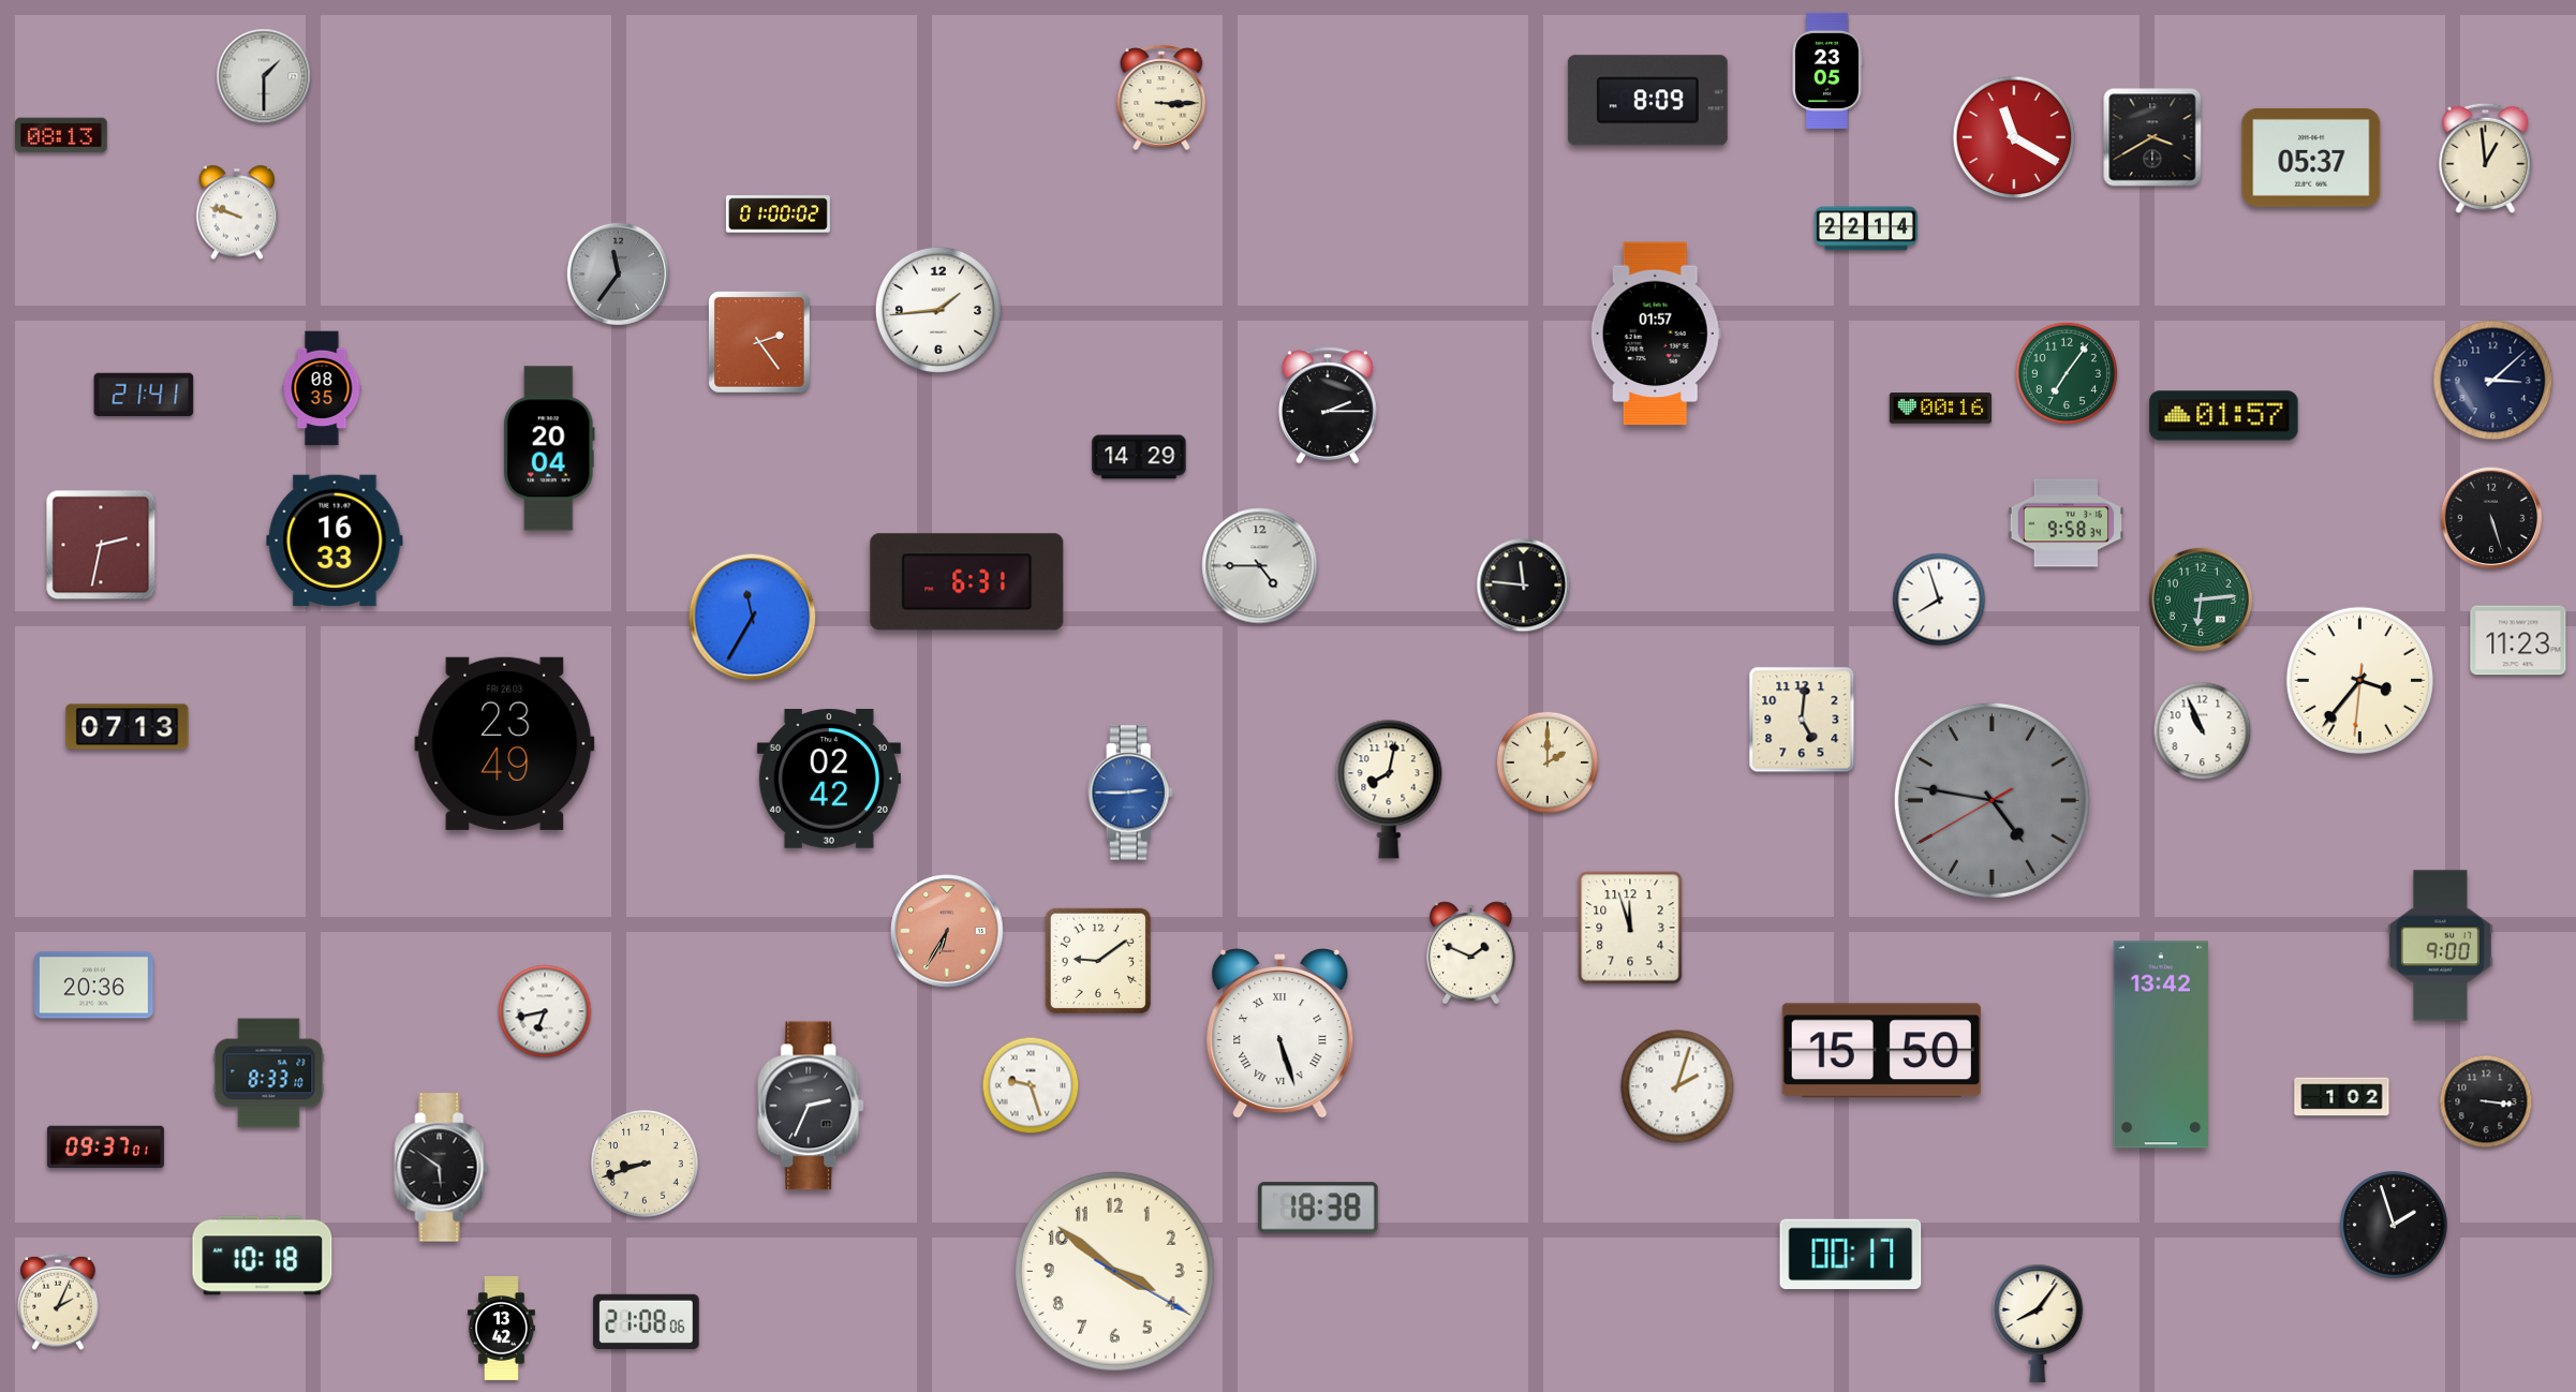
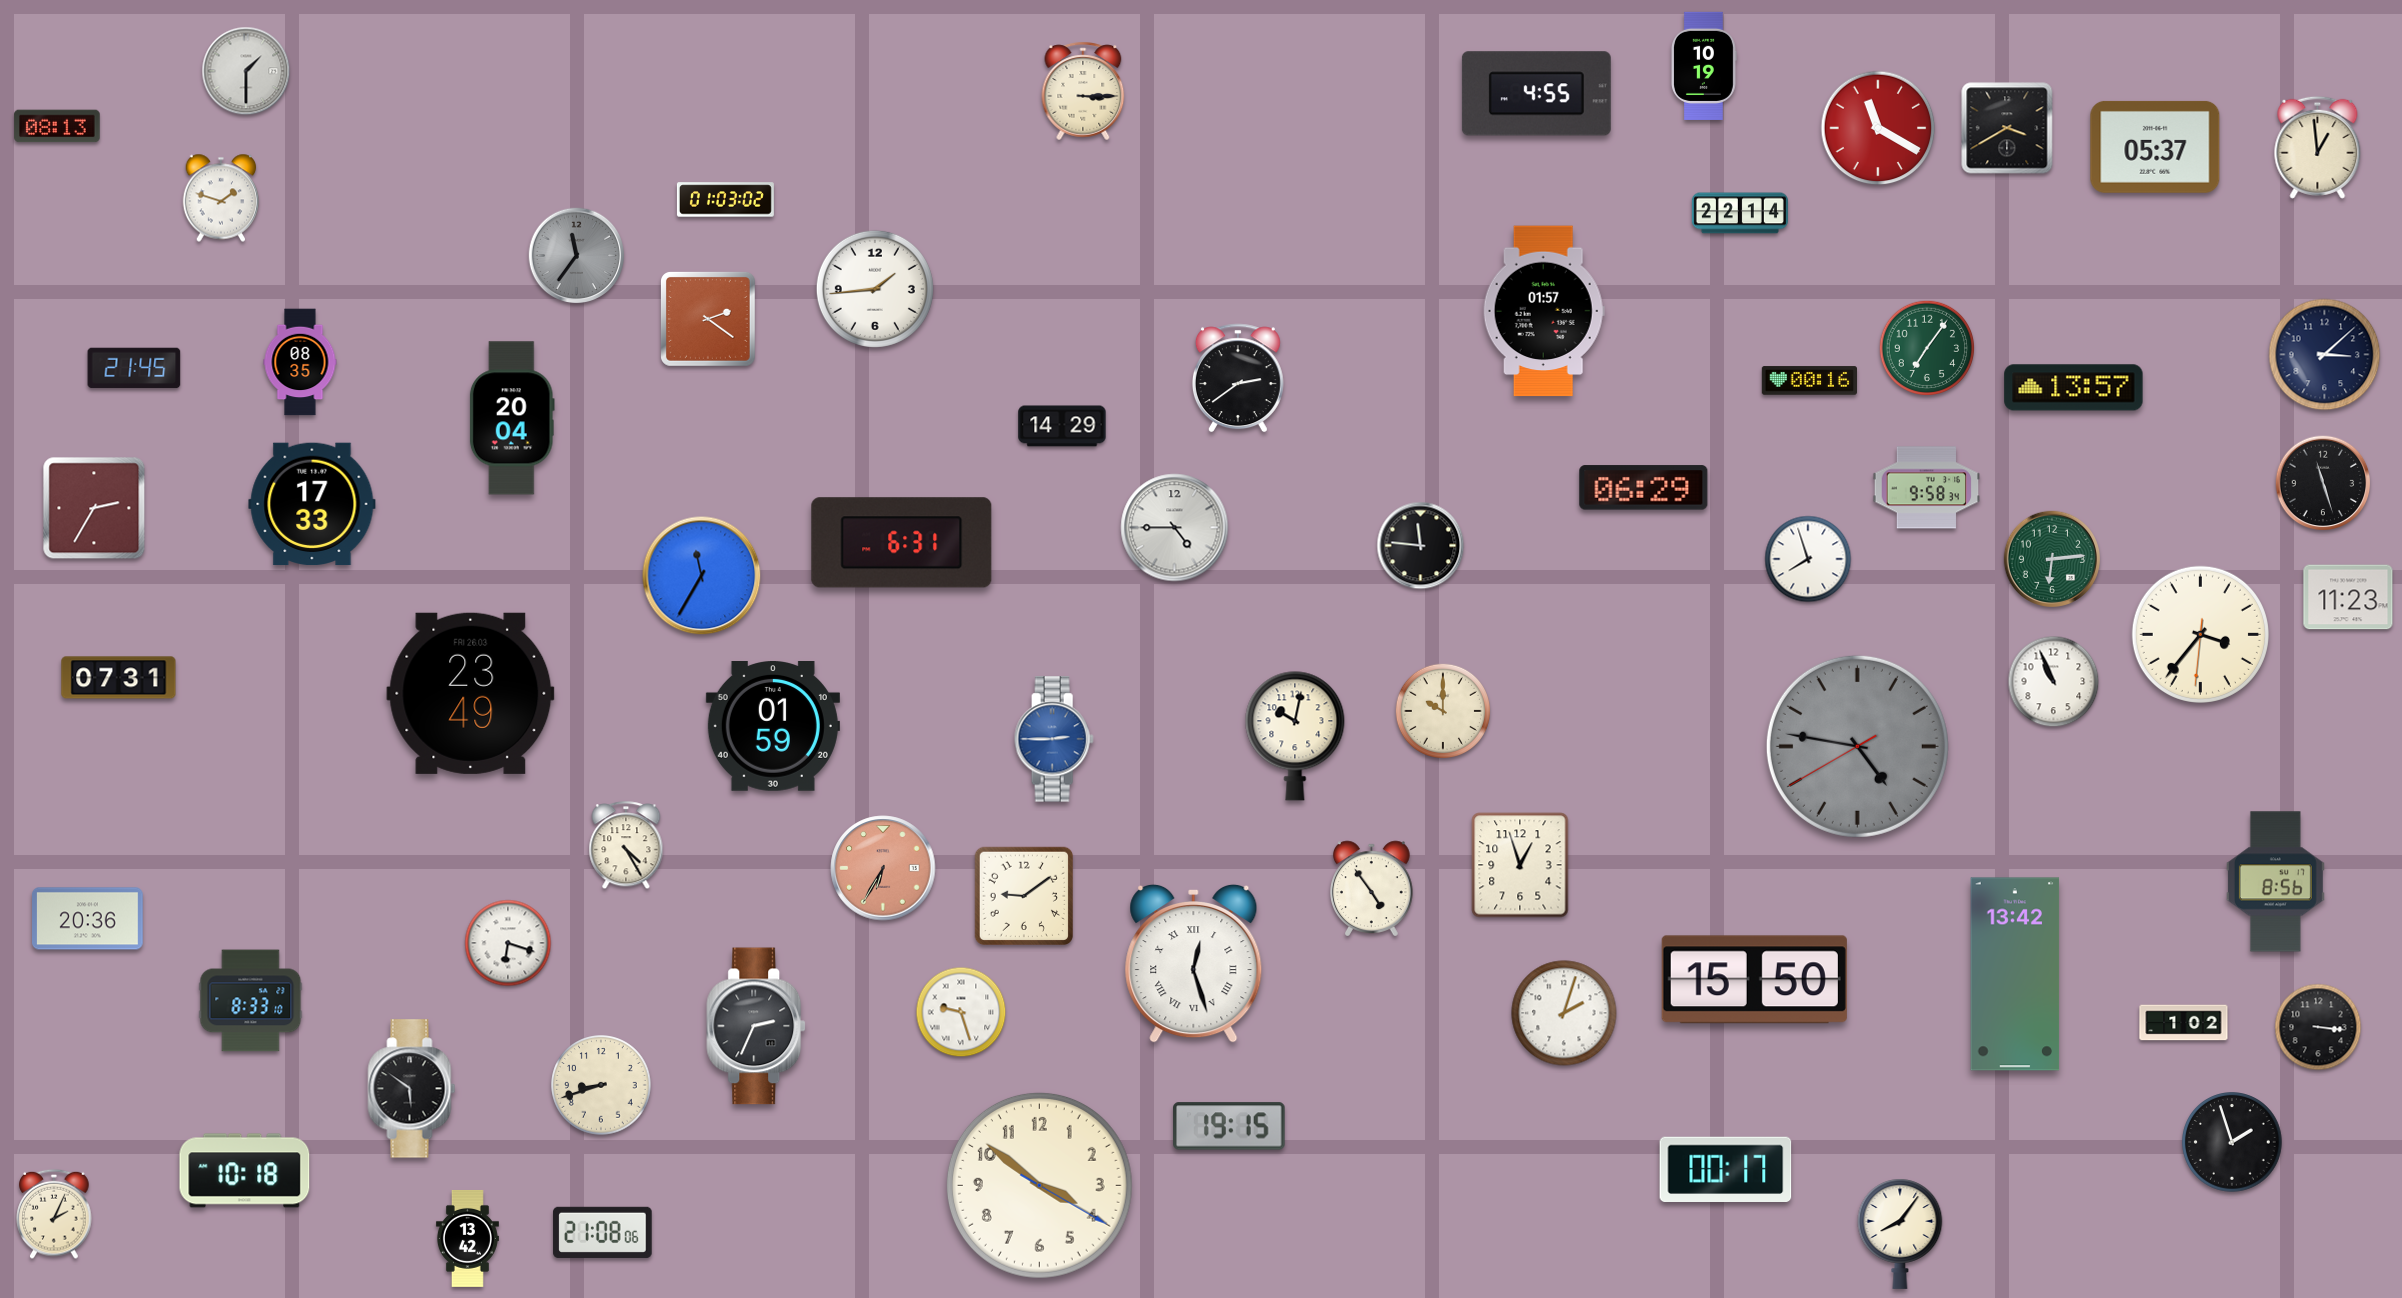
clock at (1827, 70): 23:05 -> 10:19
clock at (1647, 101): 8:09 -> 4:55
clock at (237, 212): 9:48 -> 1:48
clock at (778, 214): 01:00 -> 01:03
clock at (759, 342): 2:24 -> 2:21
clock at (144, 395): 21:41 -> 21:45
clock at (1328, 405): 2:15 -> 2:39
clock at (2224, 416): 01:57 -> 13:57
clock at (2491, 518): 5:27 -> 11:27
clock at (1644, 488): none -> 06:29
clock at (335, 540): 16:33 -> 17:33
clock at (101, 545): 2:32 -> 2:35
clock at (1802, 720): 5:01 -> none
clock at (128, 727): 07:13 -> 07:31
clock at (1546, 761): 2:00 -> 10:00
clock at (829, 779): 02:42 -> 01:59
clock at (1389, 789): 8:02 -> 10:02
clock at (626, 846): none -> 4:25
clock at (1630, 928): 11:57 -> 12:57
clock at (2440, 946): 9:00 -> 8:56
clock at (1471, 953): 1:49 -> 4:54
clock at (545, 1011): 6:43 -> 6:18
clock at (1280, 1033): 5:27 -> 12:27
clock at (812, 1106) position: (812, 1106) -> (757, 1026)
clock at (105, 1147): 09:37 -> none
clock at (1318, 1208): 18:38 -> 19:15
